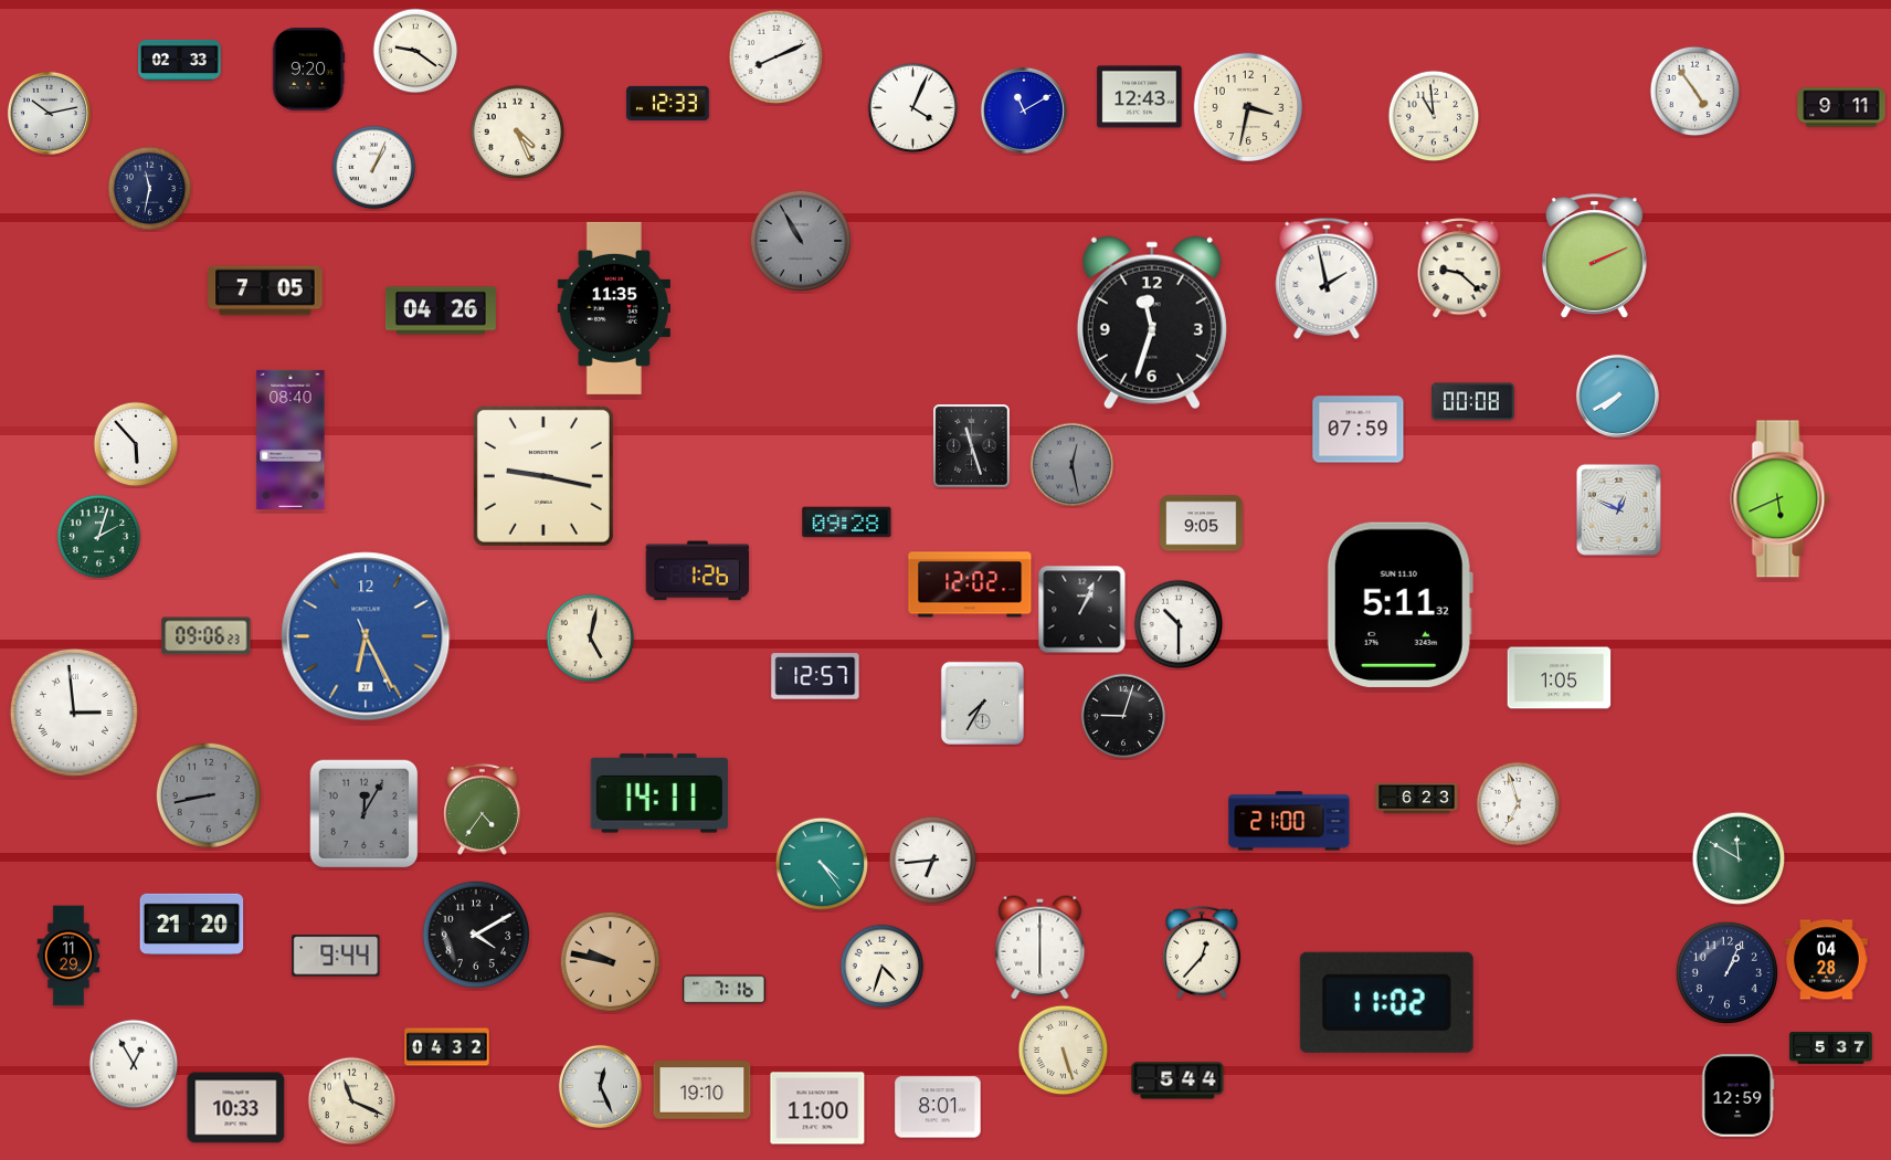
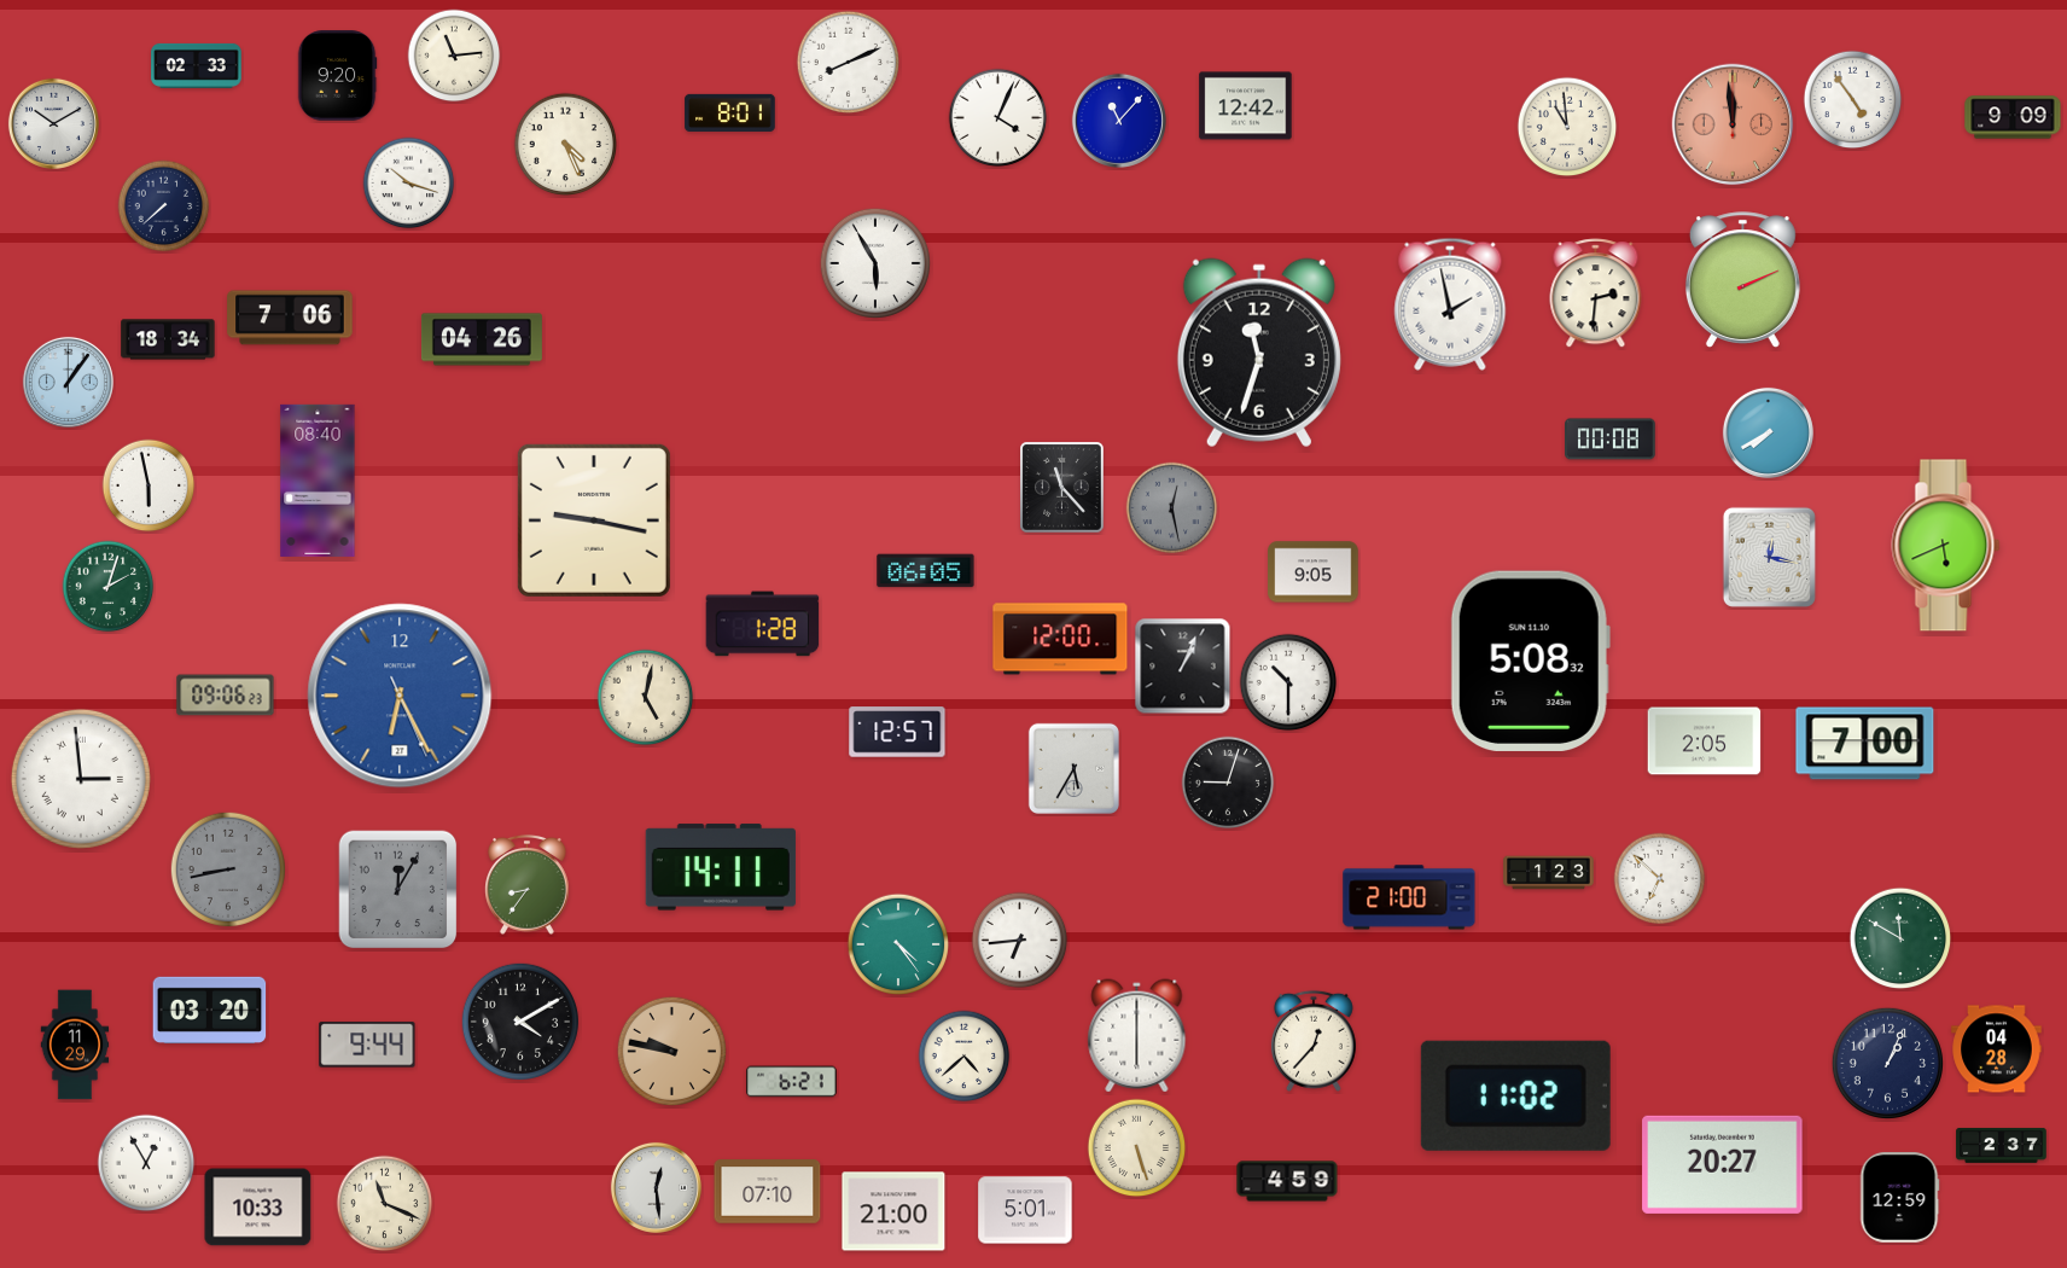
clock at (415, 51): 9:21 -> 11:14
clock at (1140, 97): 12:43 -> 12:42
clock at (668, 103): 12:33 -> 8:01
clock at (1248, 107): 3:32 -> none
clock at (1841, 107): 9:11 -> 9:09
clock at (1024, 110): 11:10 -> 11:07
clock at (49, 113): 10:13 -> 10:10
clock at (1733, 124): none -> 11:59
clock at (374, 168): 1:04 -> 10:18
clock at (150, 189): 11:32 -> 7:38
clock at (800, 240): 10:55 -> 5:55
clock at (800, 240) dial: grey -> white
clock at (1460, 268): 9:22 -> 2:31
clock at (265, 291): 7:05 -> 7:06
clock at (613, 308): 11:35 -> none
clock at (168, 339): none -> 18:34
clock at (68, 382): none -> 1:06
clock at (1359, 430): 07:59 -> none
clock at (136, 444): 5:53 -> 5:58
clock at (972, 446): 11:27 -> 11:23
clock at (1618, 509): 12:49 -> 12:17
clock at (847, 523): 09:28 -> 06:05
clock at (698, 571): 1:26 -> 1:28
clock at (970, 584): 12:02 -> 12:00
clock at (1399, 604): 5:11 -> 5:08
clock at (815, 676) position: (815, 676) -> (897, 732)
clock at (1560, 678): 1:05 -> 2:05
clock at (1865, 744): none -> 7:00
clock at (982, 703): 7:35 -> 5:35
clock at (1417, 799): 6:23 -> 1:23
clock at (1519, 804): 6:57 -> 6:52
clock at (483, 810): 4:36 -> 8:36
clock at (192, 924): 21:20 -> 03:20
clock at (611, 962) position: (611, 962) -> (672, 1052)
clock at (883, 967): 4:33 -> 4:38
clock at (725, 990): 7:16 -> 6:21
clock at (447, 1047): 04:32 -> none
clock at (1831, 1047): 5:37 -> 2:37
clock at (1064, 1051) position: (1064, 1051) -> (1137, 1148)
clock at (1723, 1164): none -> 20:27
clock at (1177, 1080): 5:44 -> 4:59
clock at (600, 1086): 12:26 -> 12:29
clock at (702, 1090): 19:10 -> 07:10
clock at (938, 1107): 8:01 -> 5:01
clock at (236, 1108) position: (236, 1108) -> (258, 1208)
clock at (817, 1108): 11:00 -> 21:00
